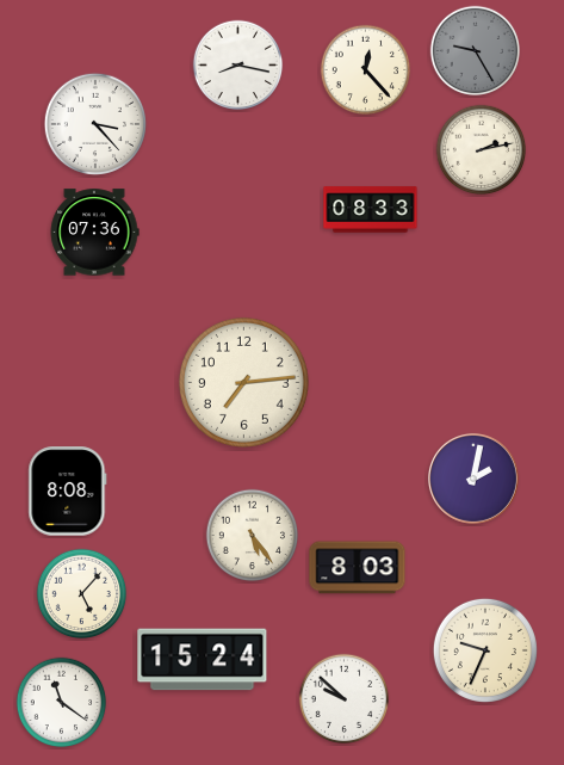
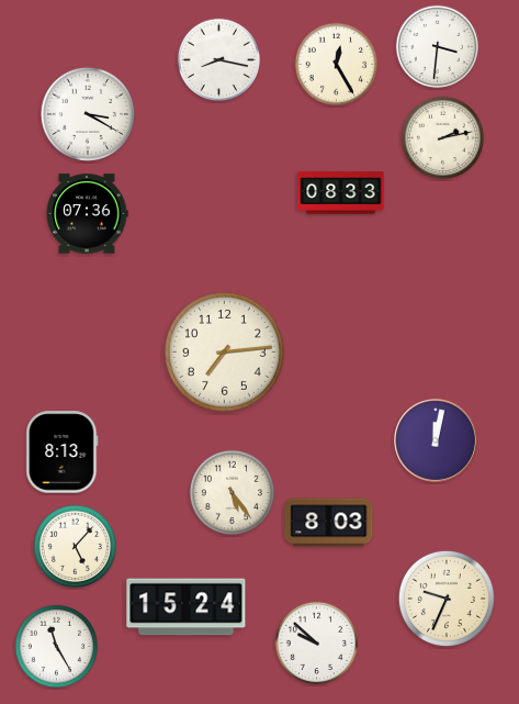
clock at (476, 51): 9:25 -> 3:31
clock at (476, 51) dial: grey -> white
clock at (366, 70): 12:23 -> 12:25
clock at (95, 124): 3:23 -> 3:20
clock at (473, 479): 2:02 -> 12:02
clock at (68, 492): 8:08 -> 8:13
clock at (62, 703): 11:21 -> 11:25
